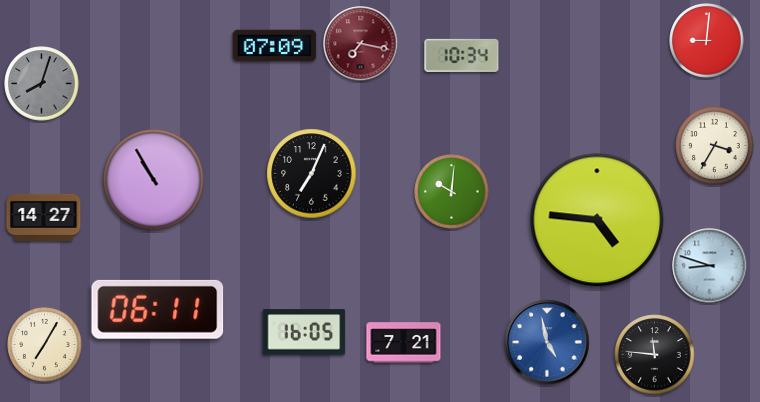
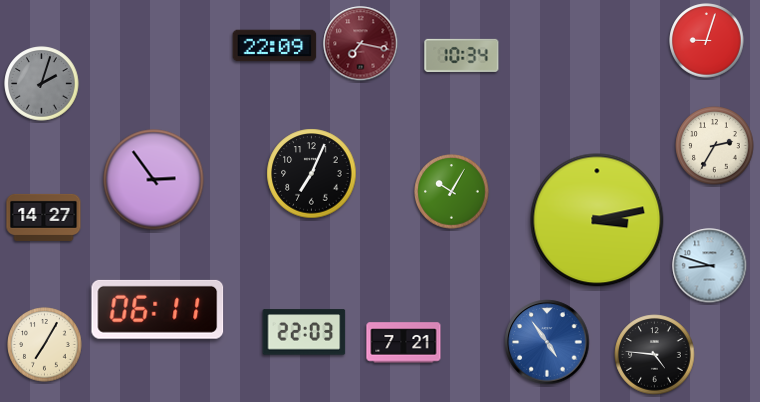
clock at (707, 41): 9:01 -> 9:03
clock at (275, 46): 07:09 -> 22:09
clock at (42, 84): 8:03 -> 2:03
clock at (715, 146): 3:35 -> 2:35
clock at (154, 180): 10:55 -> 2:54
clock at (452, 192): 10:01 -> 10:05
clock at (597, 220): 4:46 -> 3:13
clock at (304, 332): 16:05 -> 22:03
clock at (547, 342): 4:58 -> 4:54
clock at (655, 355): 11:46 -> 4:46
